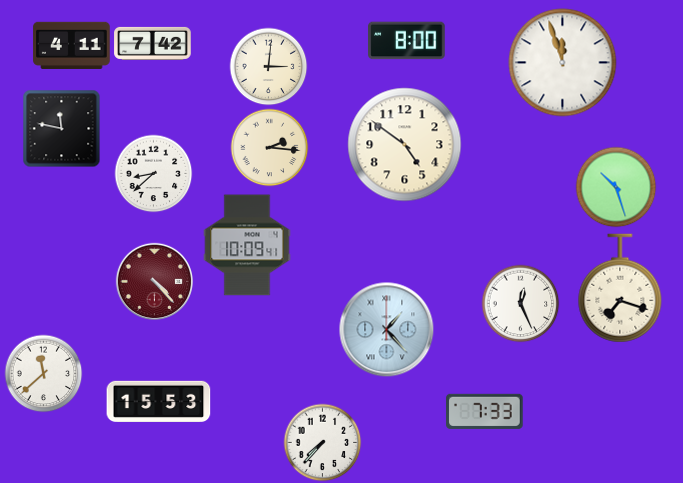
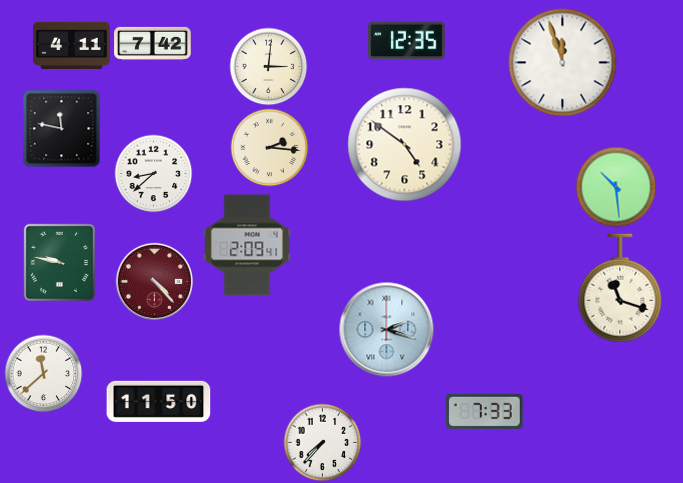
clock at (407, 41): 8:00 -> 12:35
clock at (616, 187): 10:27 -> 10:29
clock at (247, 245): 10:09 -> 2:09
clock at (59, 262): none -> 9:47
clock at (620, 288): 7:18 -> 11:18
clock at (520, 303): 12:26 -> none
clock at (386, 329): 1:23 -> 2:18
clock at (159, 401): 15:53 -> 11:50
